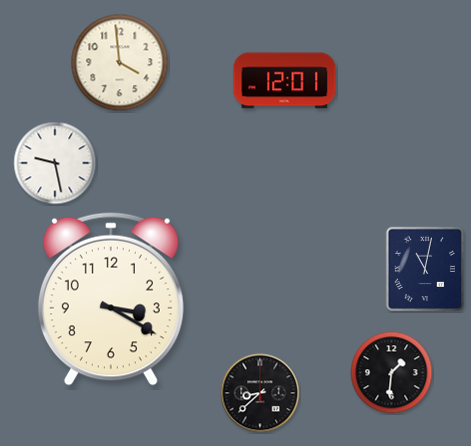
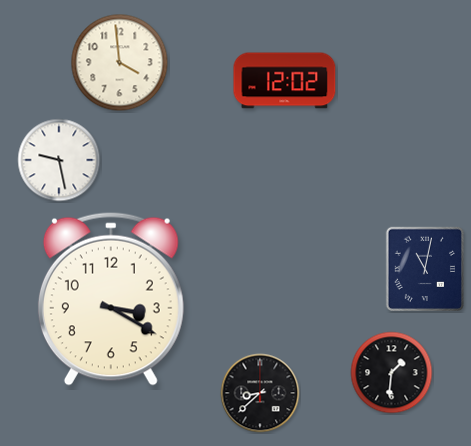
clock at (285, 81): 12:01 -> 12:02
clock at (55, 163) position: (55, 163) -> (59, 160)
